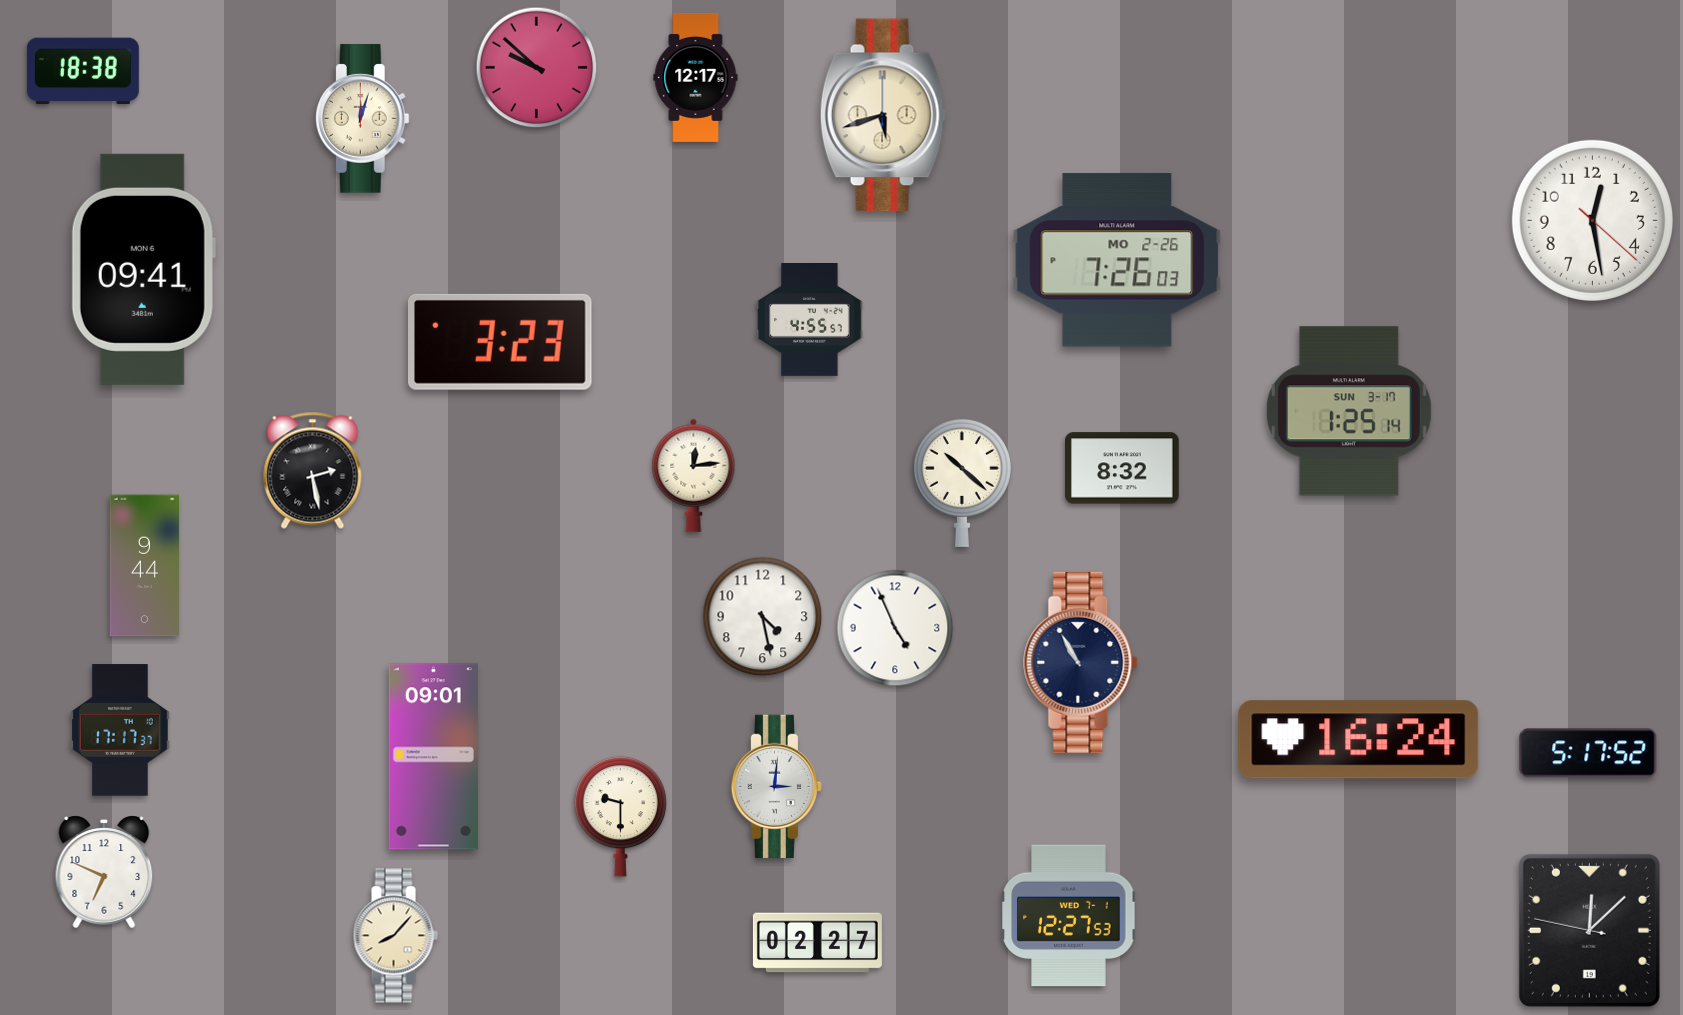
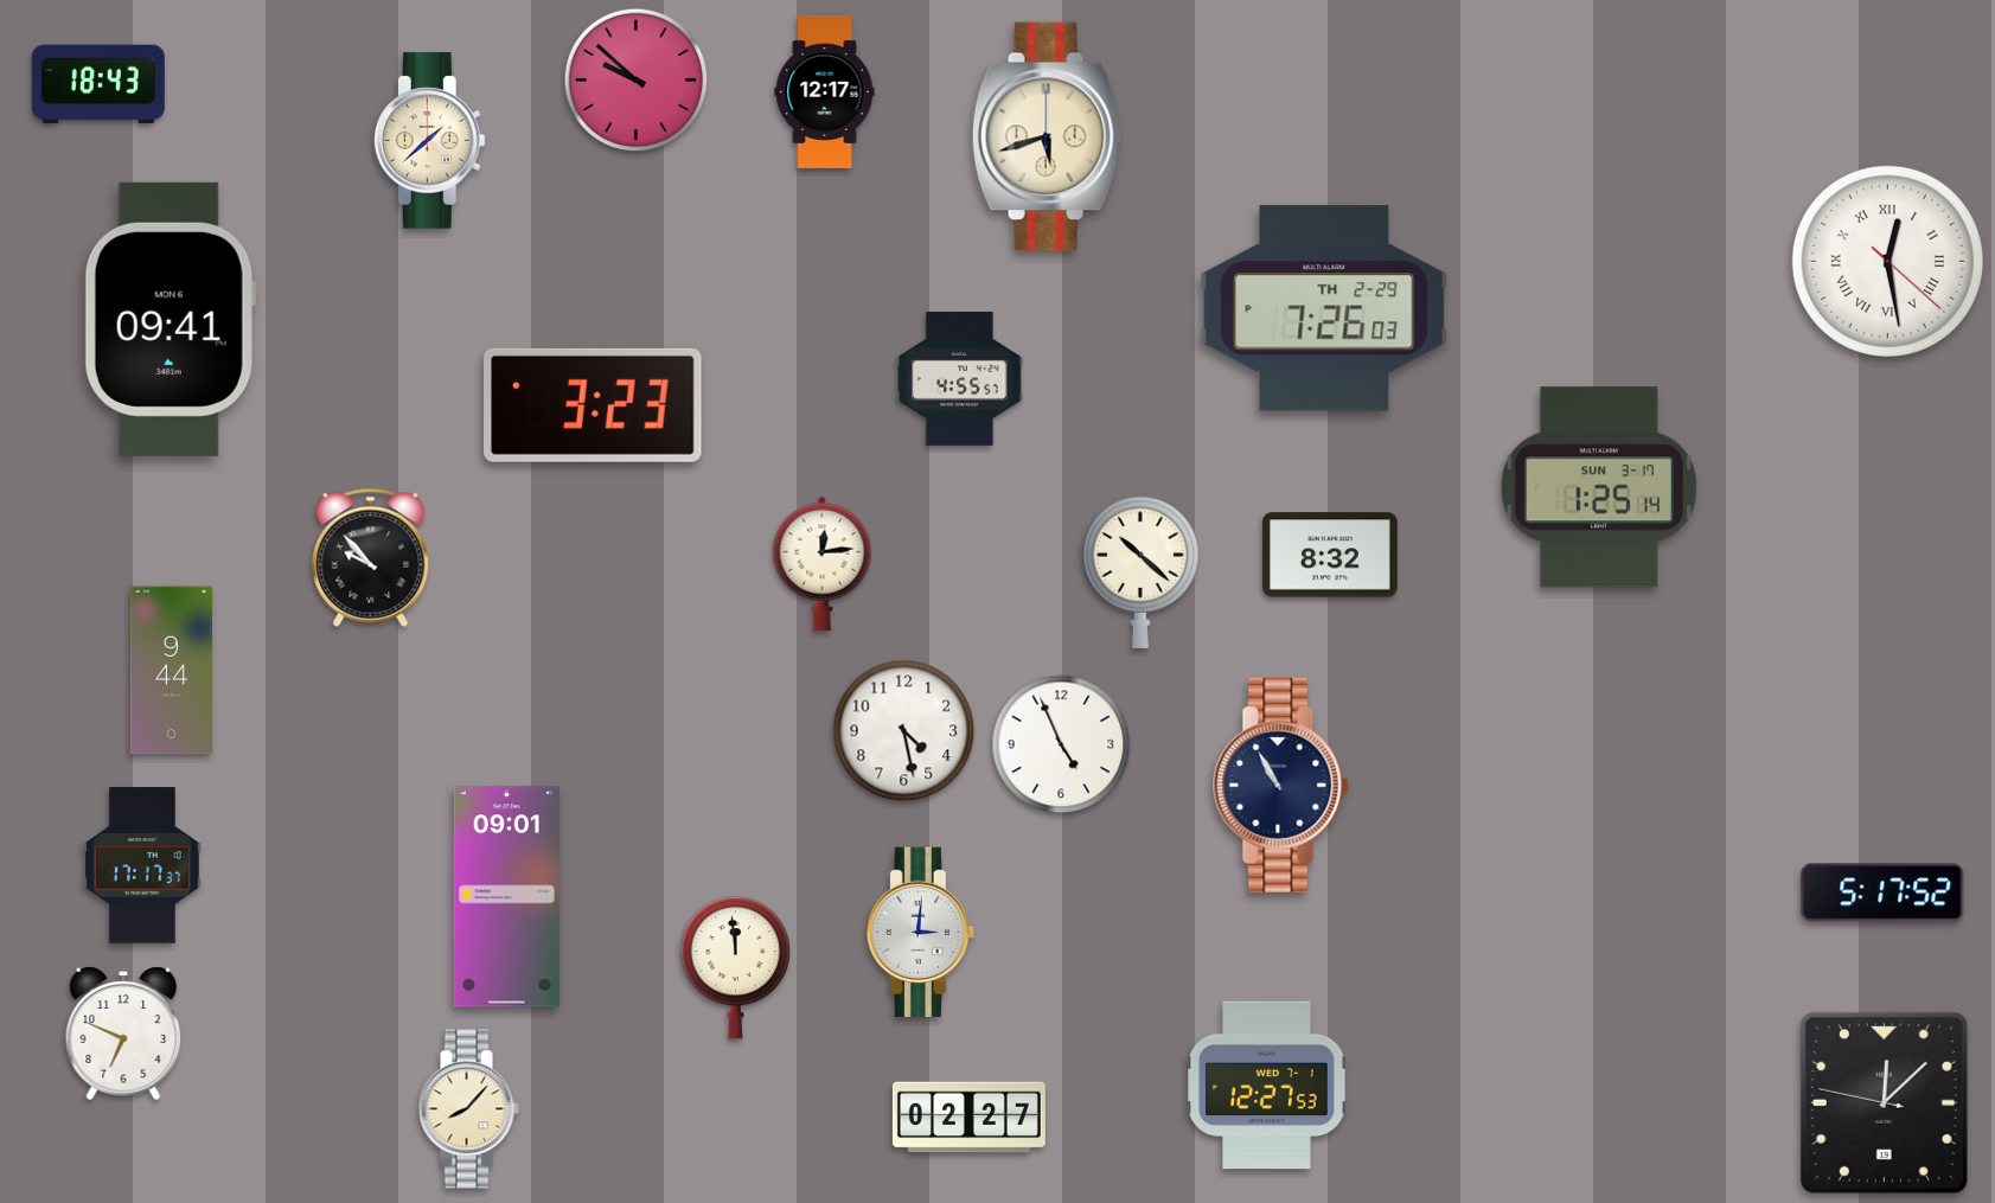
clock at (83, 71): 18:38 -> 18:43
clock at (362, 119): 12:03 -> 1:38
clock at (1592, 220) numerals: Arabic -> Roman
clock at (1117, 260) date: MO 2-26 -> TH 2-29
clock at (313, 470): 2:28 -> 9:53
clock at (1359, 740): 16:24 -> none
clock at (433, 757) position: (433, 757) -> (506, 897)
clock at (621, 816): 9:30 -> 11:59
